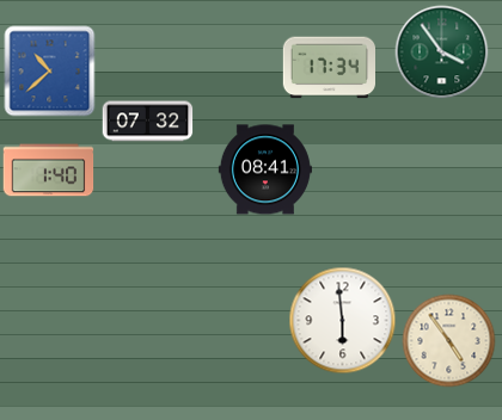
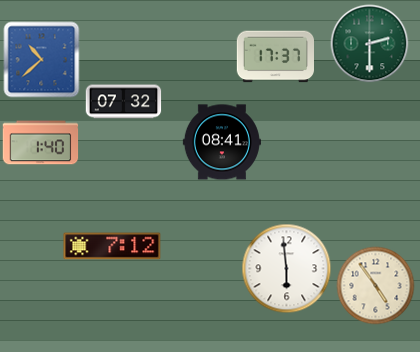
clock at (442, 52): 3:54 -> 2:30
clock at (329, 68): 17:34 -> 17:37
clock at (112, 246): none -> 7:12
